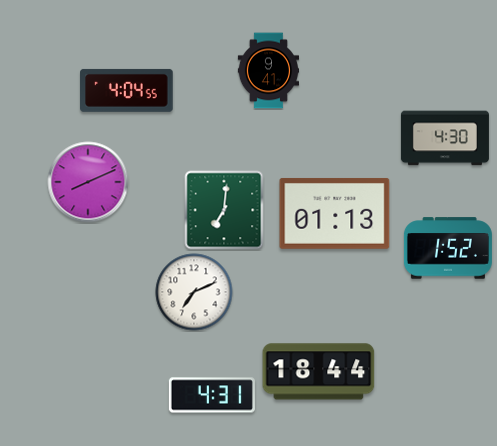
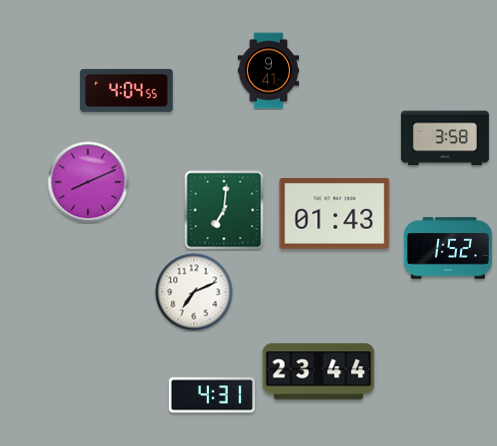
clock at (445, 138): 4:30 -> 3:58
clock at (335, 213): 01:13 -> 01:43
clock at (319, 372): 18:44 -> 23:44
